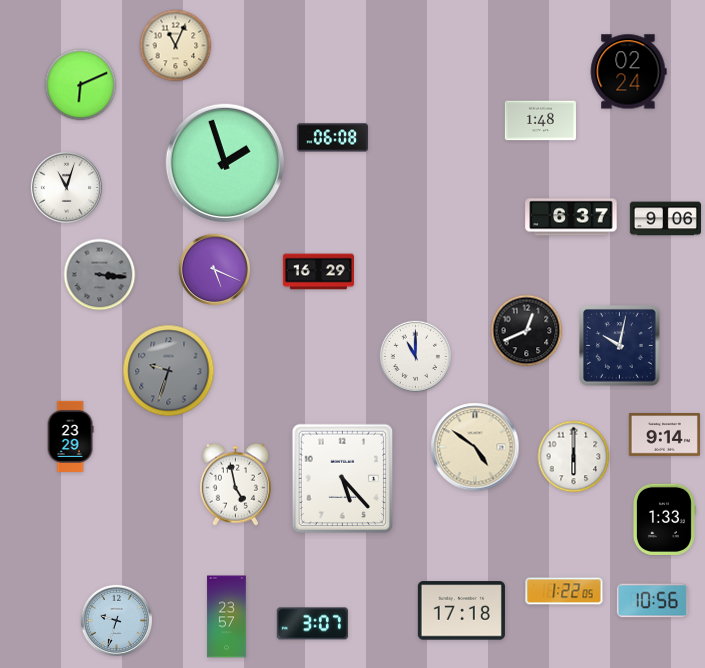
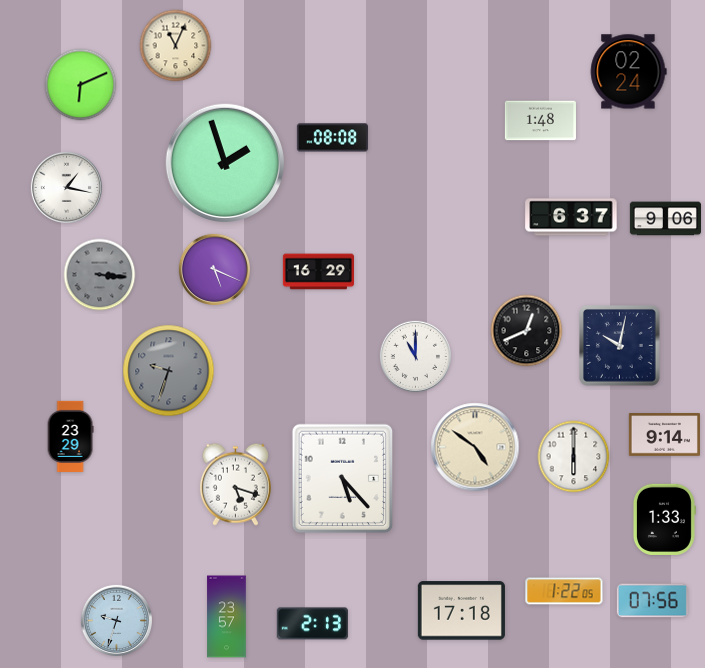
clock at (332, 138): 06:08 -> 08:08
clock at (66, 187): 11:03 -> 1:17
clock at (235, 484): 4:58 -> 5:18
clock at (652, 601): 10:56 -> 07:56
clock at (312, 624): 3:07 -> 2:13
